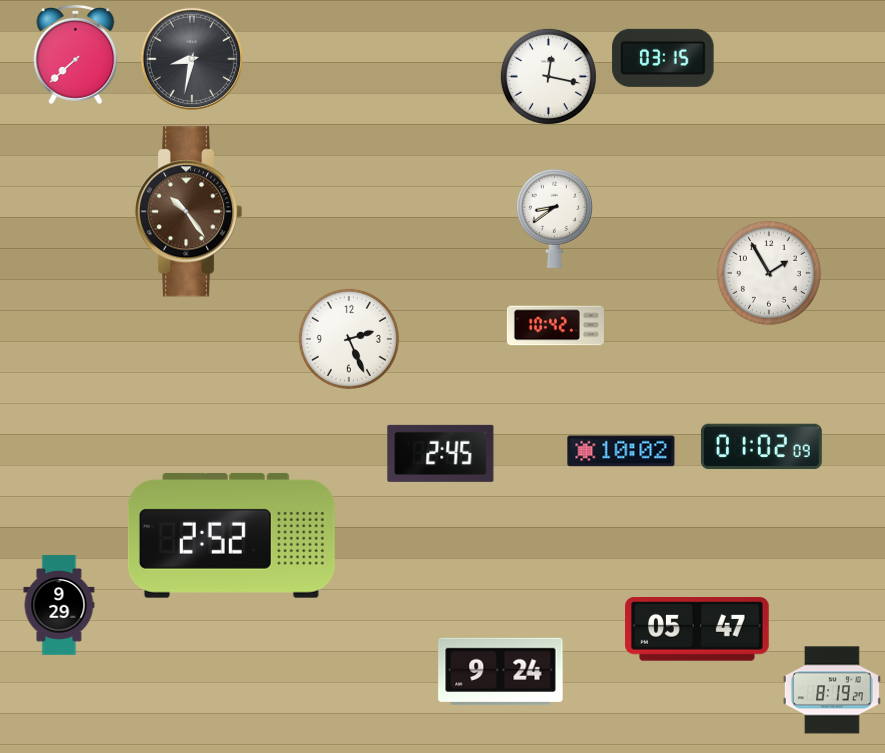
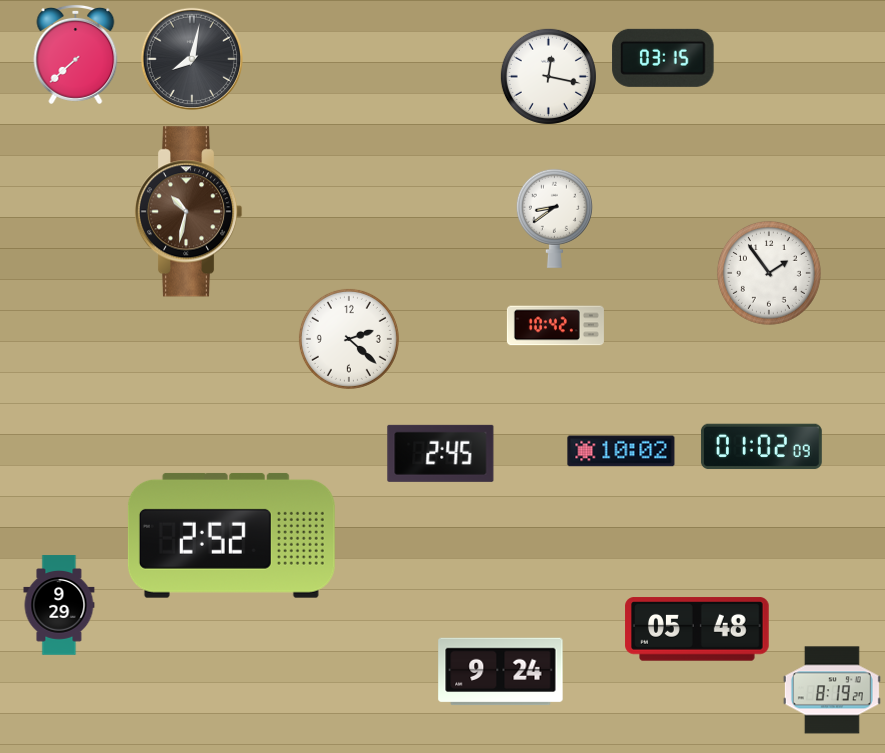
clock at (192, 59): 8:32 -> 8:02
clock at (188, 212): 10:24 -> 10:32
clock at (769, 273): 1:55 -> 1:54
clock at (349, 339): 2:26 -> 2:22
clock at (697, 629): 05:47 -> 05:48
